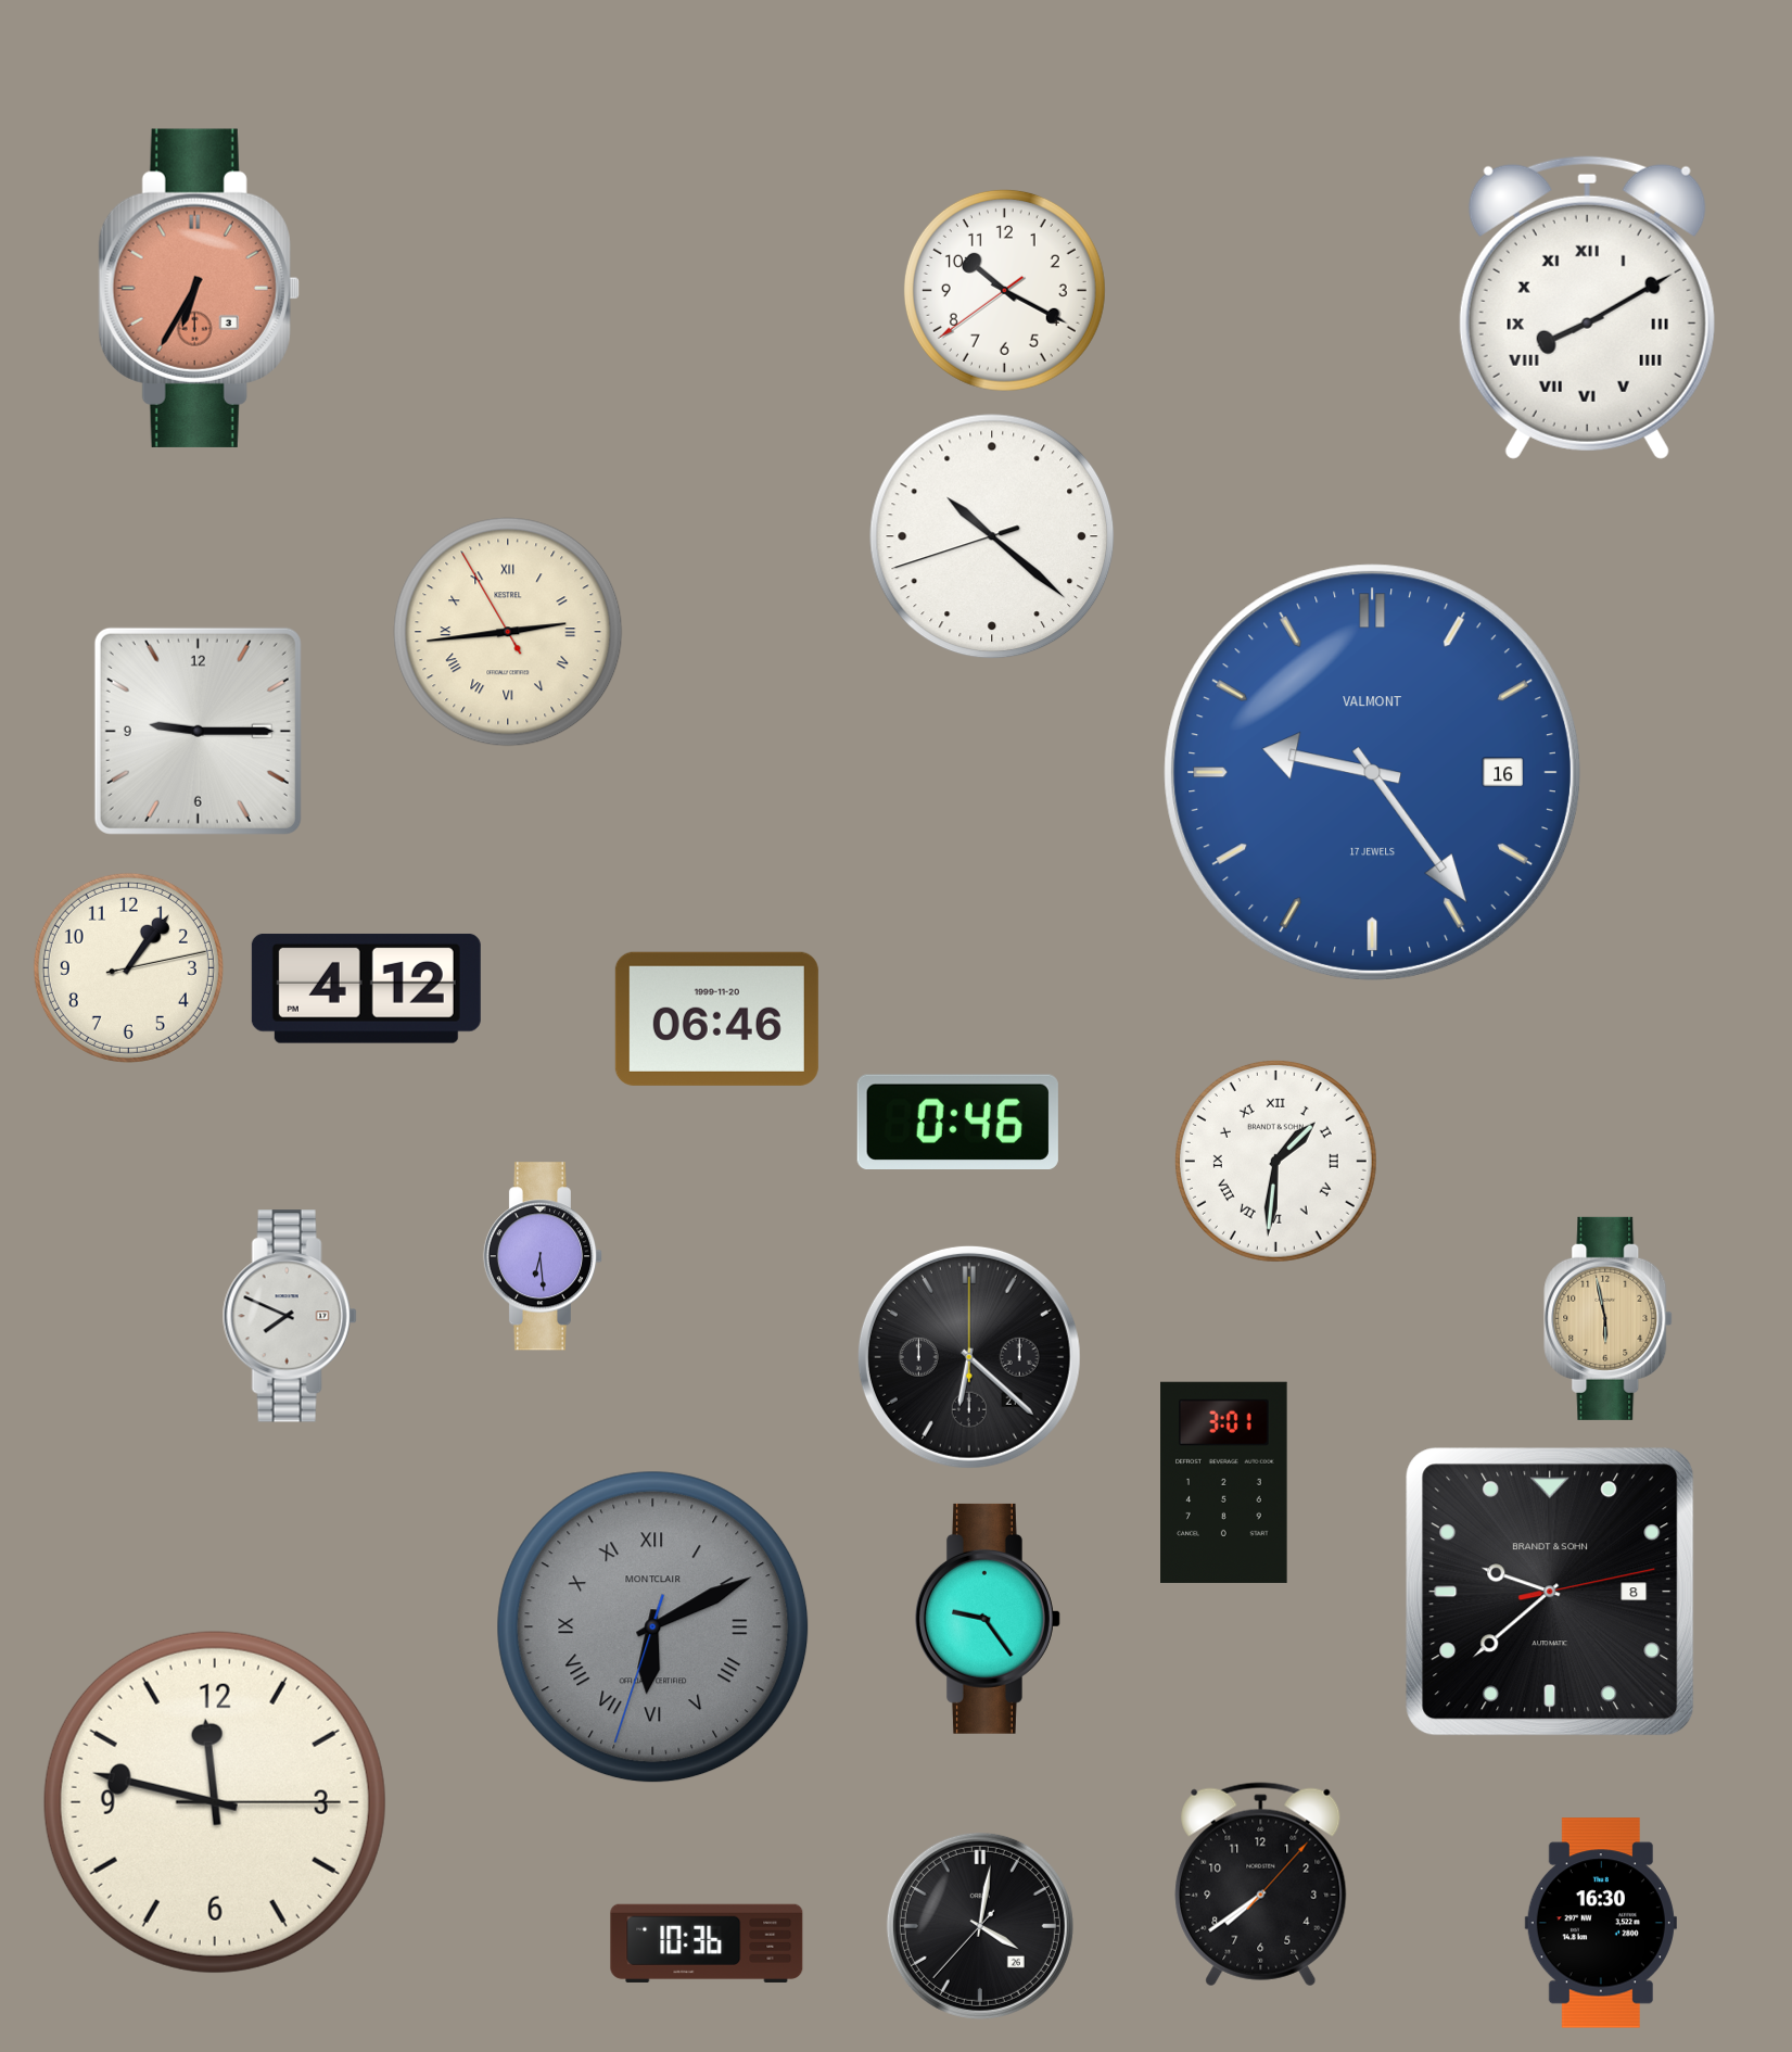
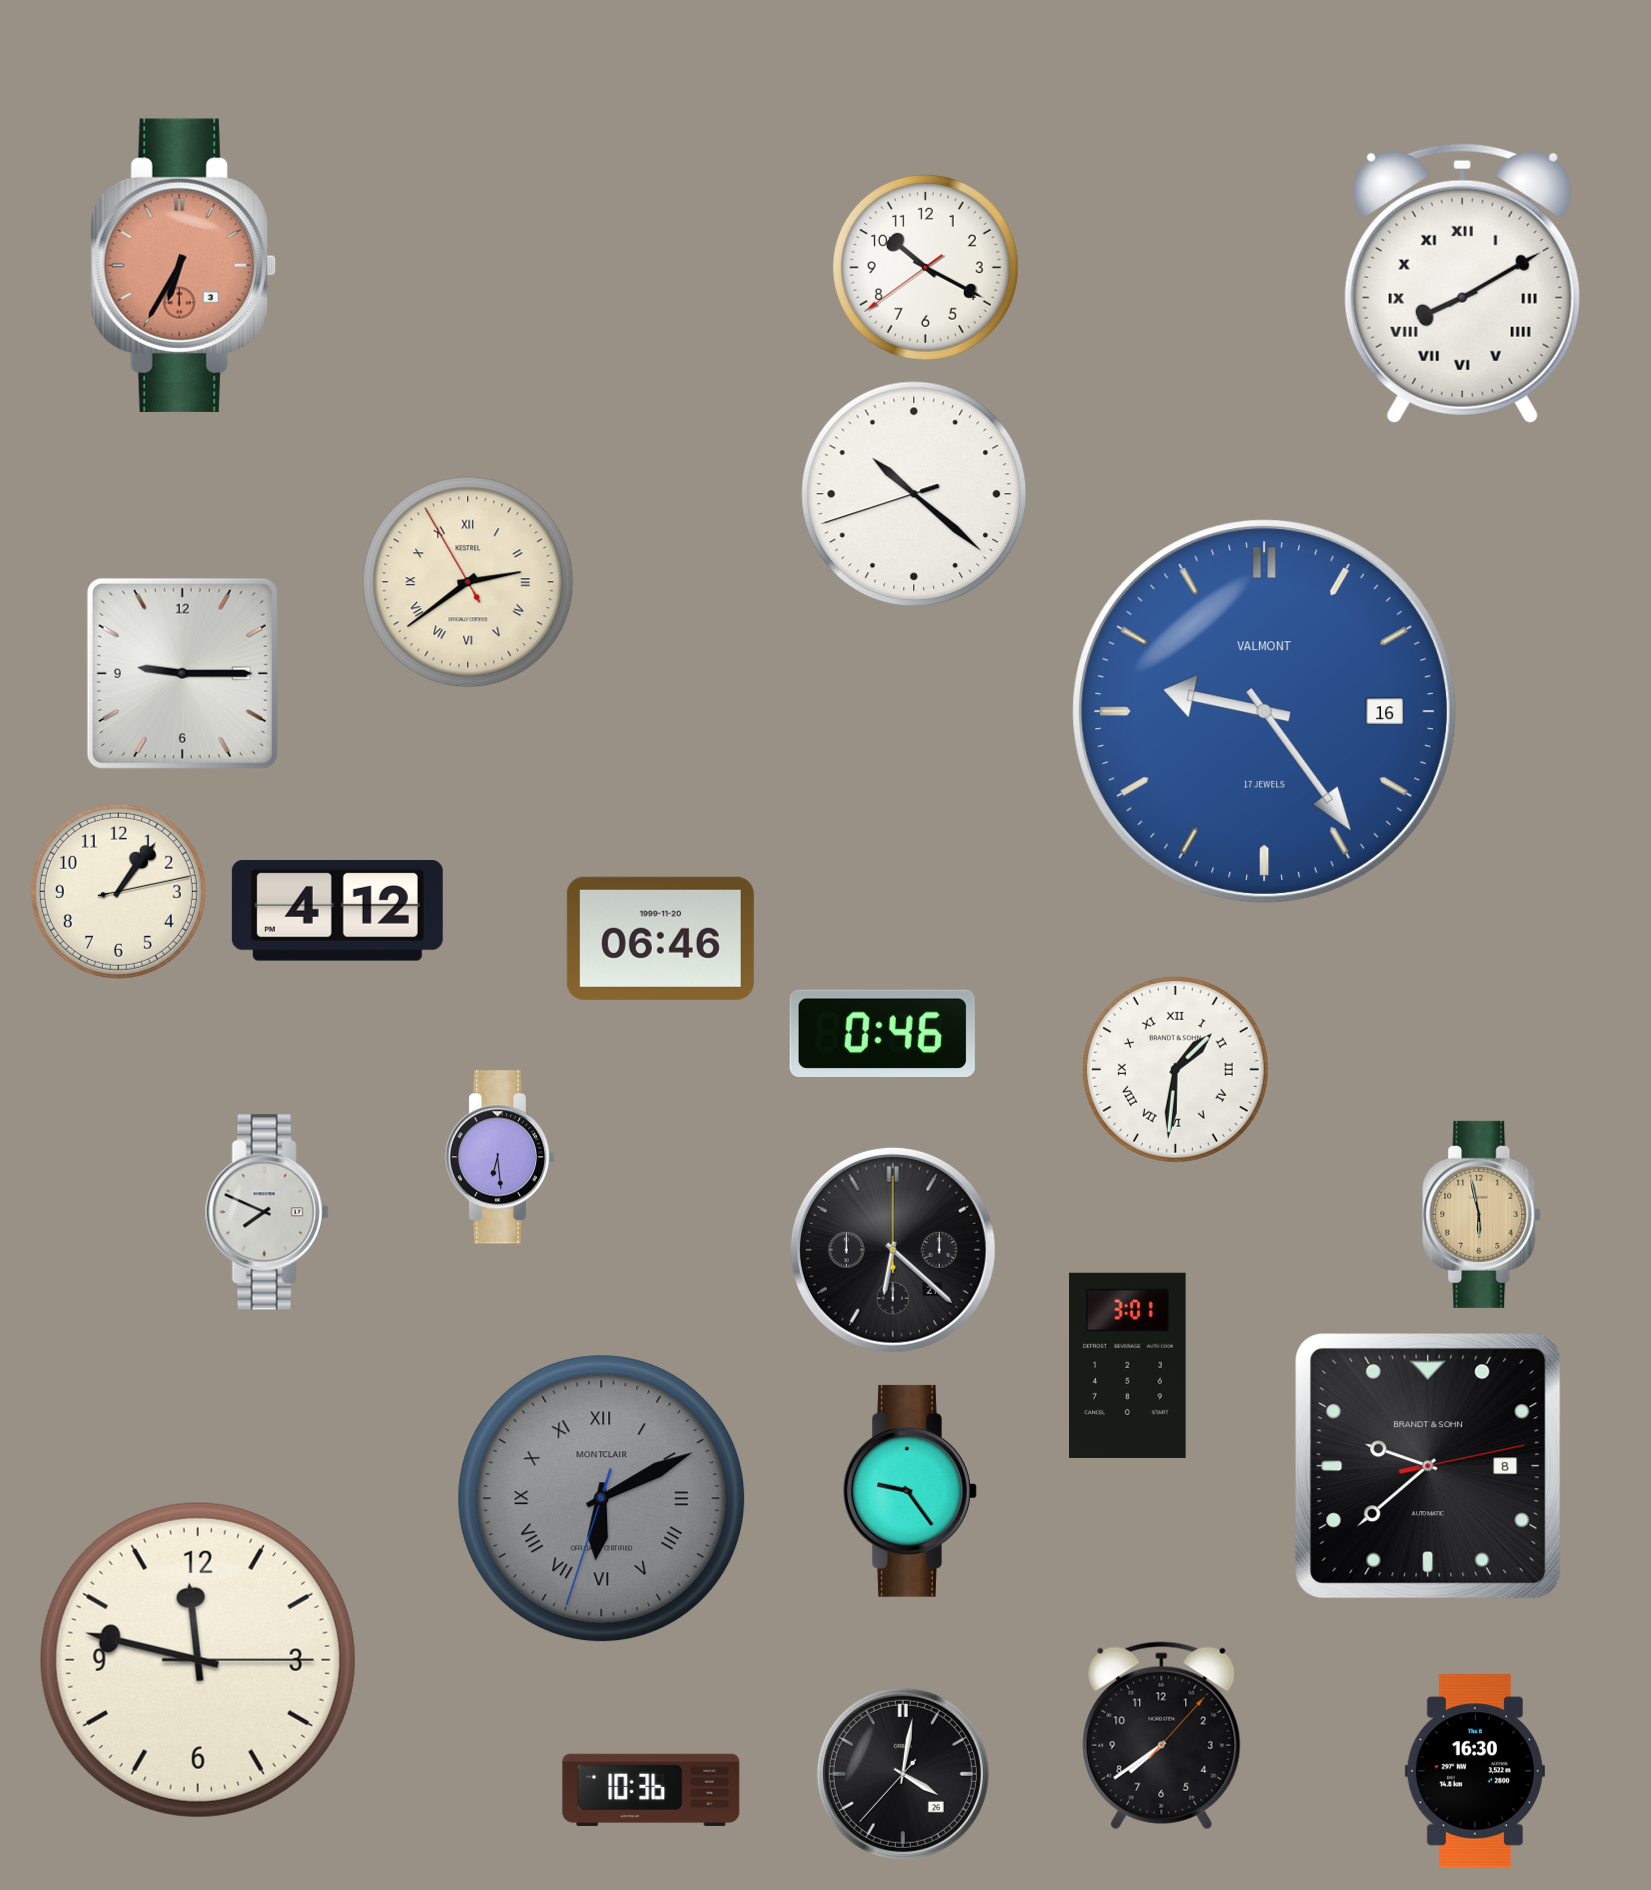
clock at (508, 632): 2:43 -> 2:38
